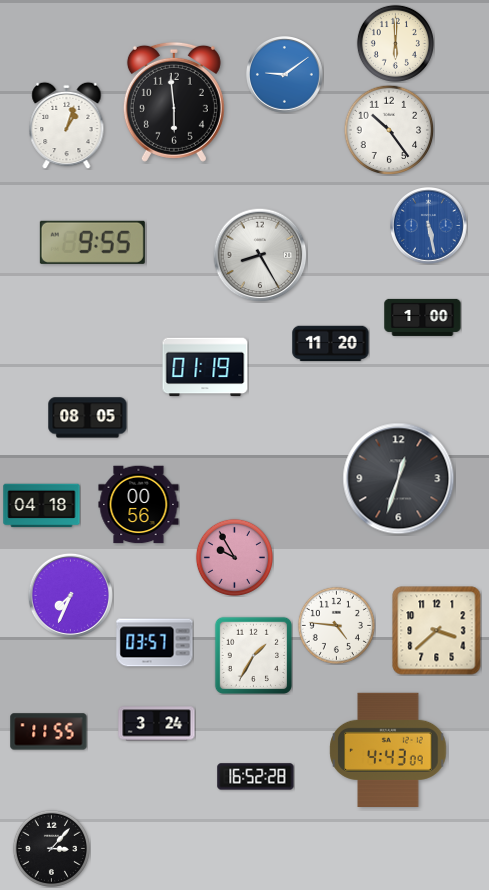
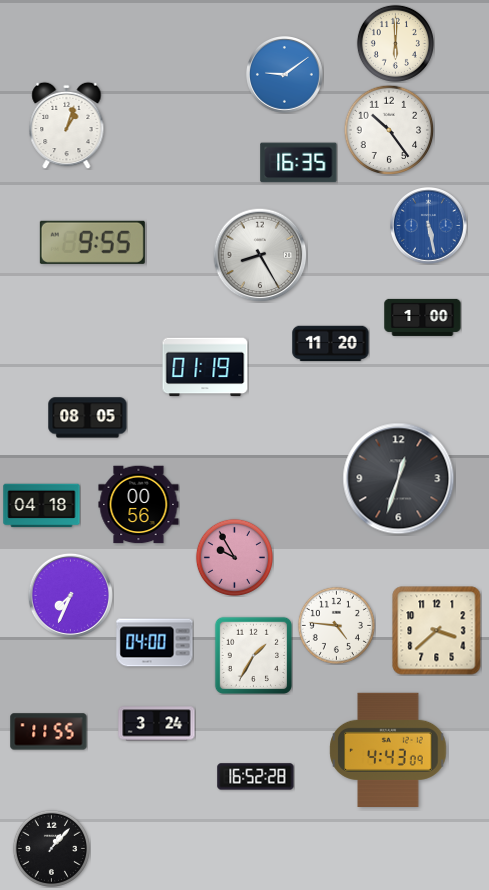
clock at (174, 102): 5:59 -> none
clock at (299, 163): none -> 16:35
clock at (155, 643): 03:57 -> 04:00
clock at (51, 848): 3:07 -> 1:07
